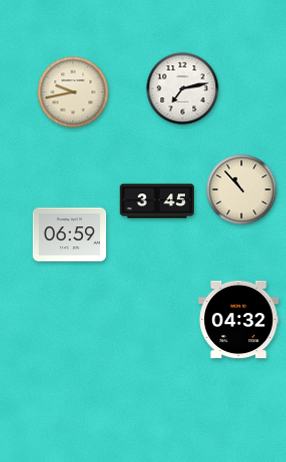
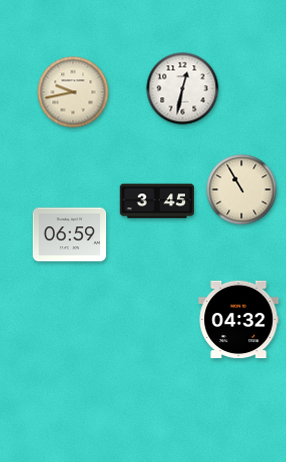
clock at (183, 89): 7:13 -> 12:32
clock at (242, 190): 10:53 -> 10:55
